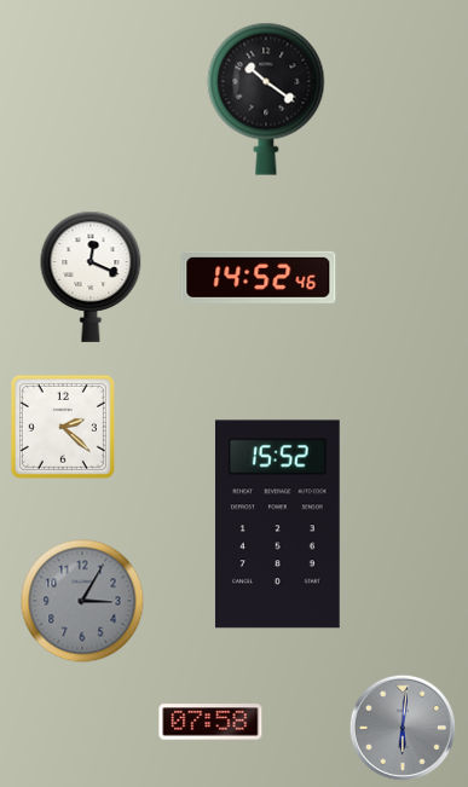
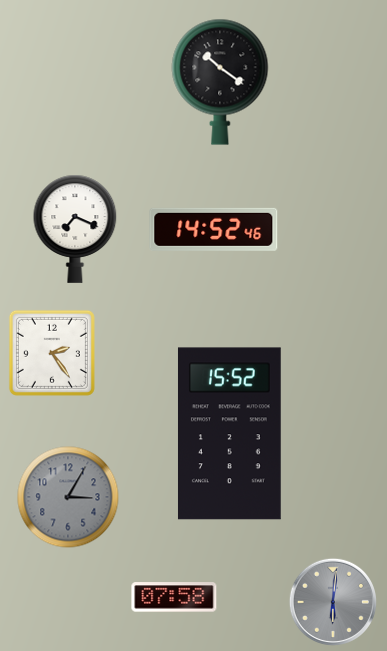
clock at (91, 277): 12:19 -> 7:19
clock at (63, 427): 2:22 -> 2:24
